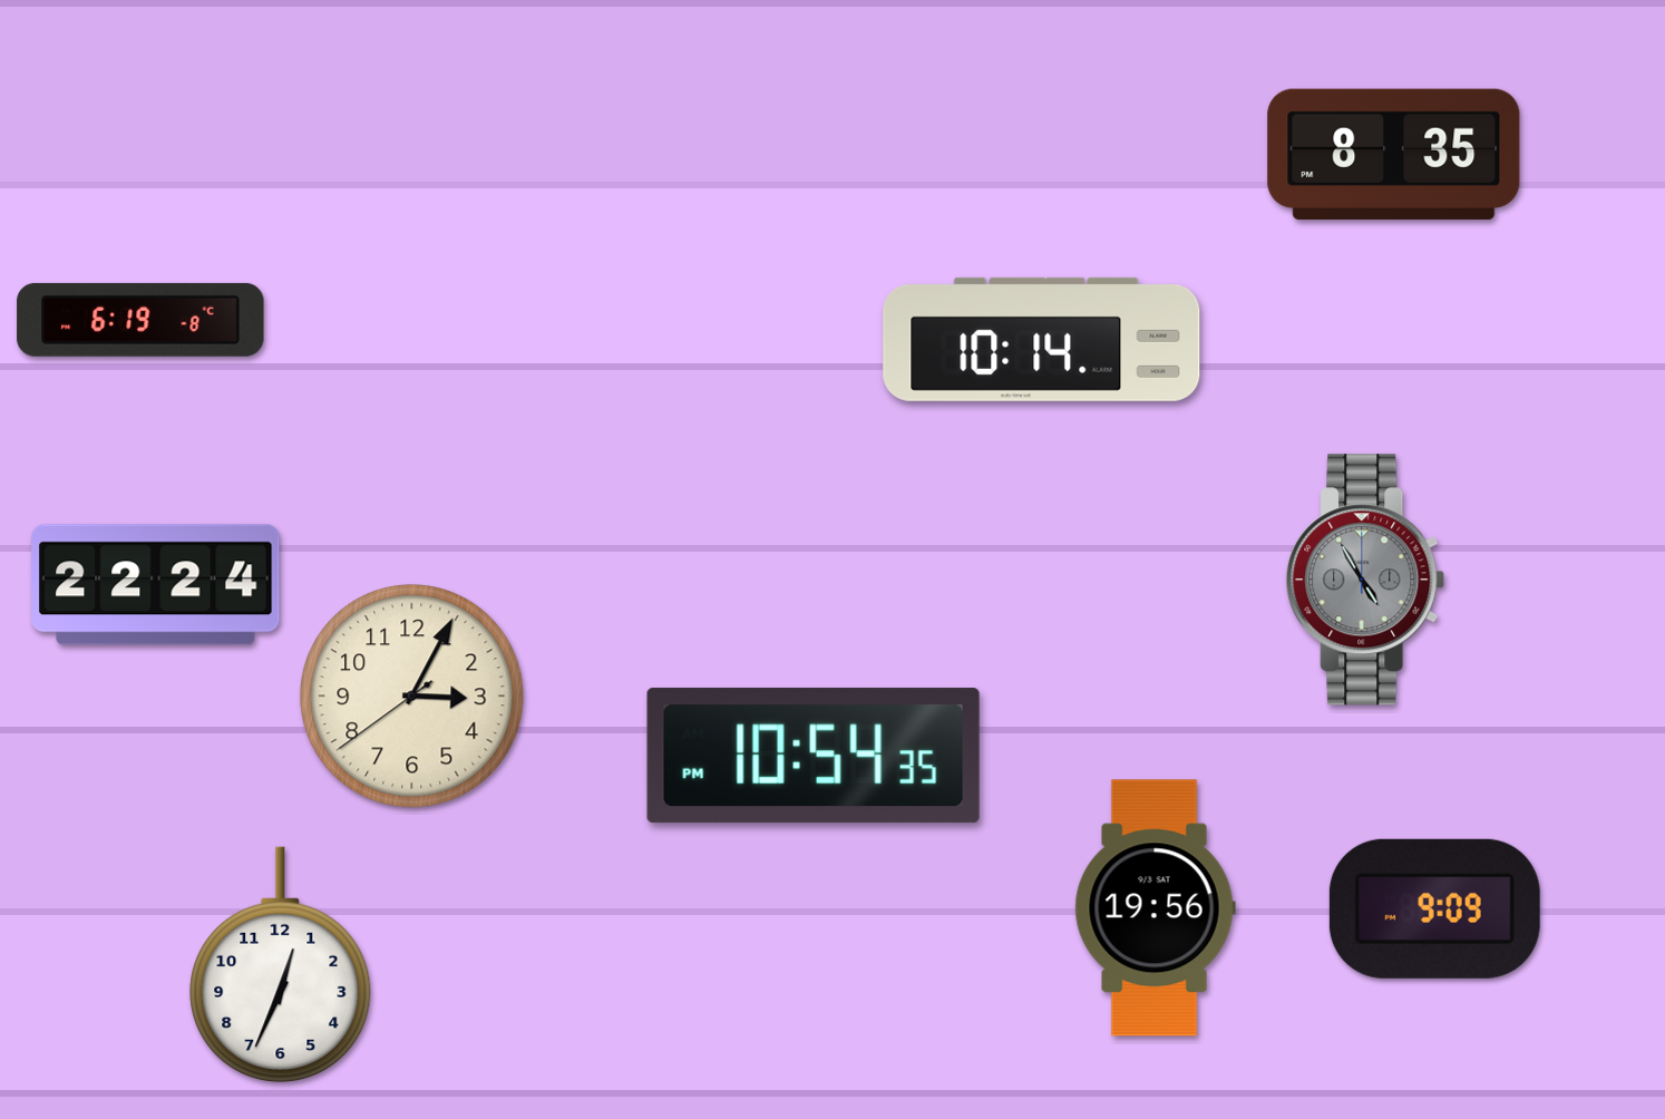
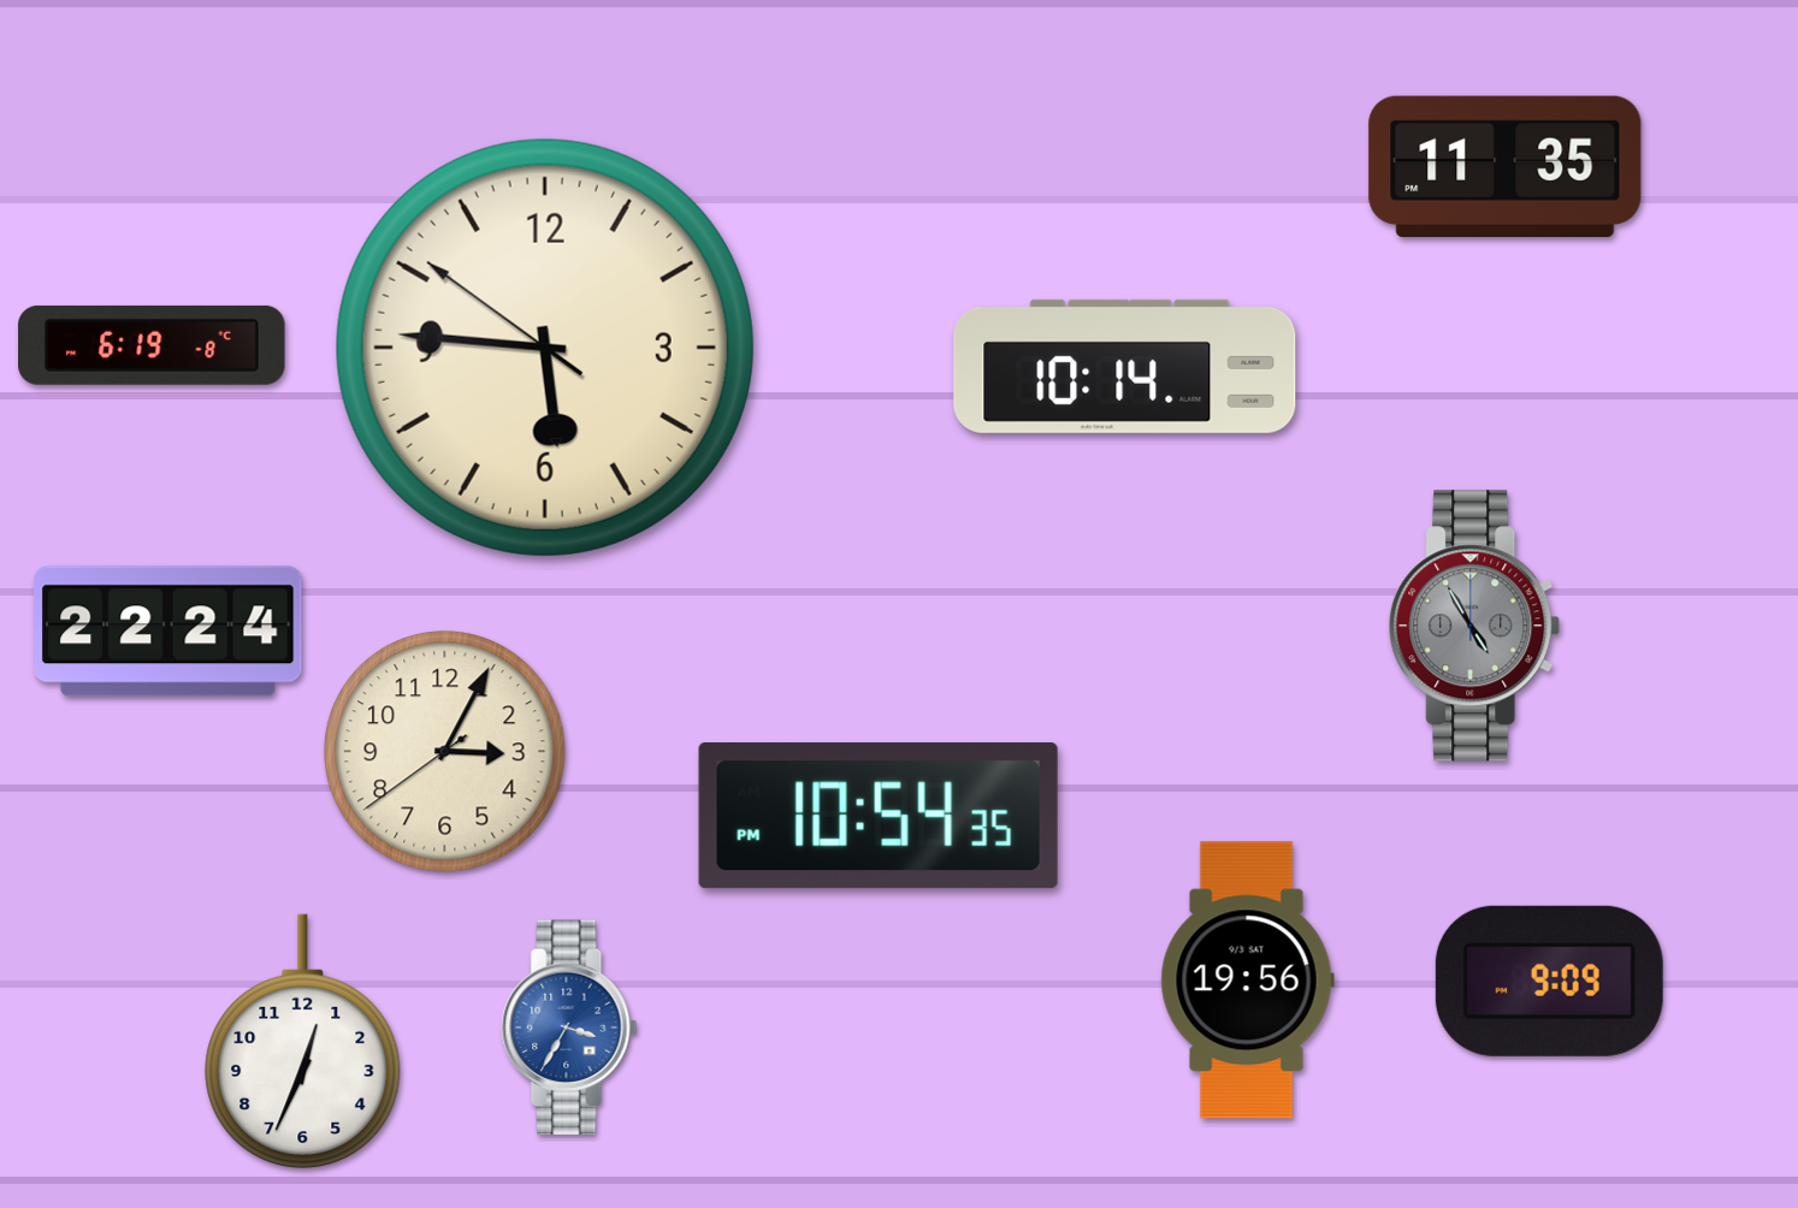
clock at (1394, 154): 8:35 -> 11:35
clock at (545, 348): none -> 5:45
clock at (569, 1028): none -> 3:35
